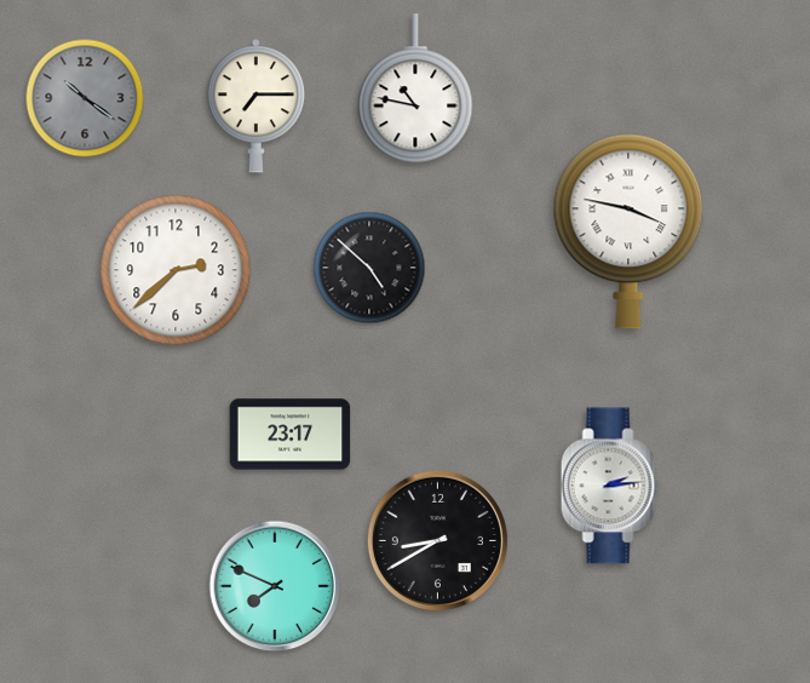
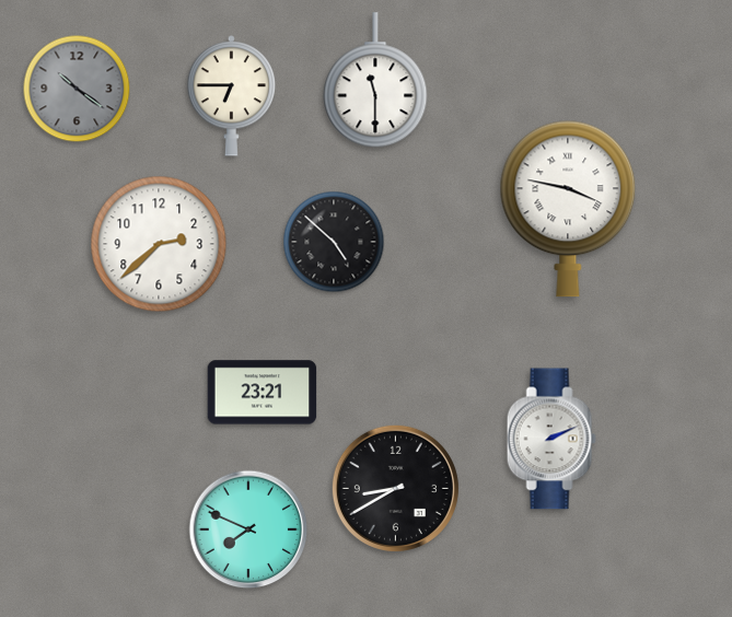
clock at (415, 90): 10:47 -> 11:30
clock at (257, 107): 7:15 -> 6:45
clock at (291, 435): 23:17 -> 23:21
clock at (610, 486): 2:14 -> 2:11
